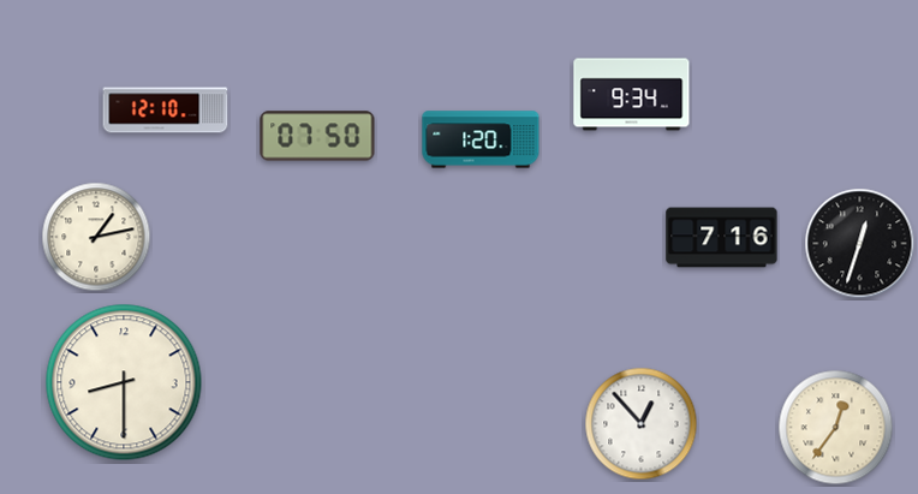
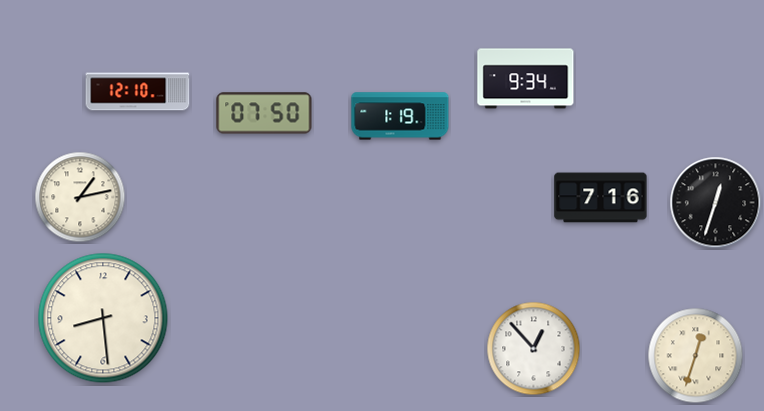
clock at (481, 139): 1:20 -> 1:19
clock at (124, 382): 8:30 -> 8:29
clock at (642, 424) position: (642, 424) -> (534, 349)
clock at (836, 428): 12:36 -> 12:33
